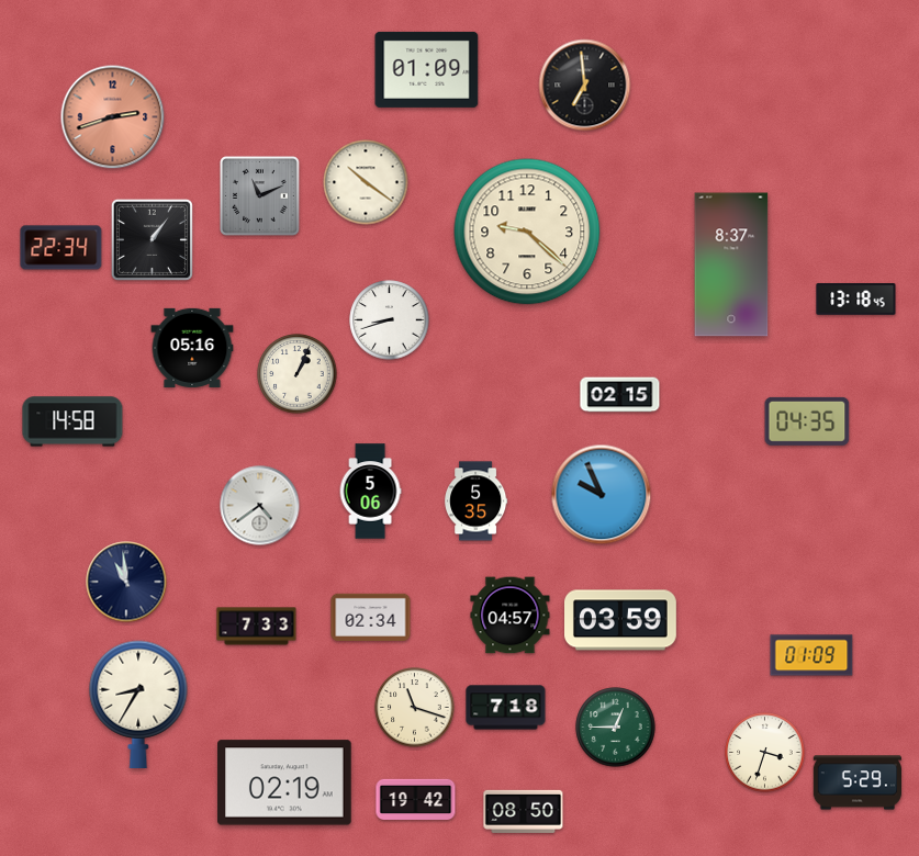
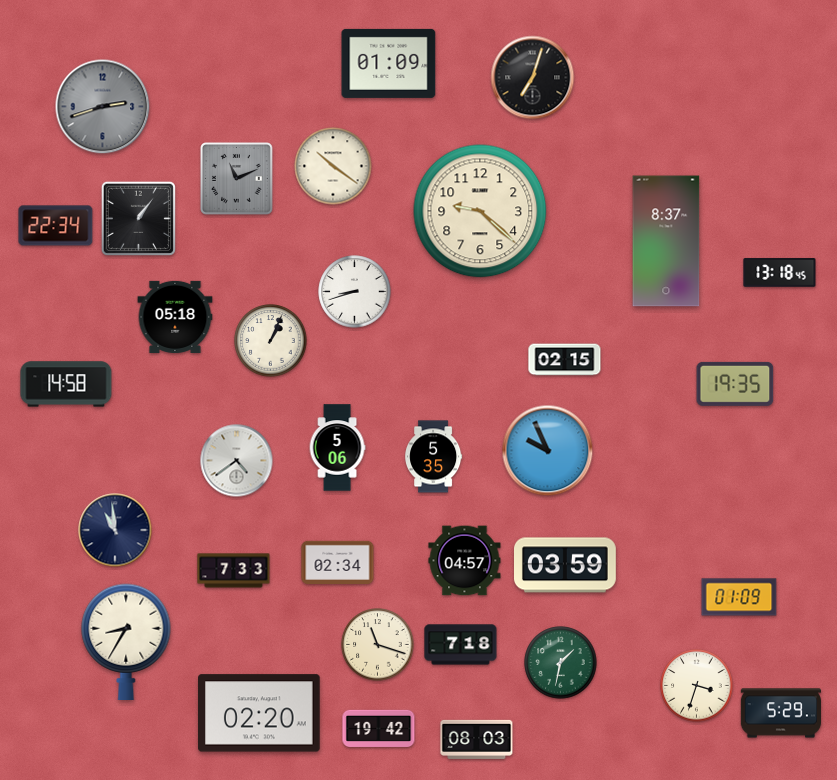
clock at (585, 86): 6:59 -> 7:03
clock at (113, 117) dial: salmon -> grey
clock at (192, 348): 05:16 -> 05:18
clock at (807, 421): 04:35 -> 19:35
clock at (616, 728): 12:45 -> 1:32
clock at (284, 782): 02:19 -> 02:20
clock at (524, 811): 08:50 -> 08:03
